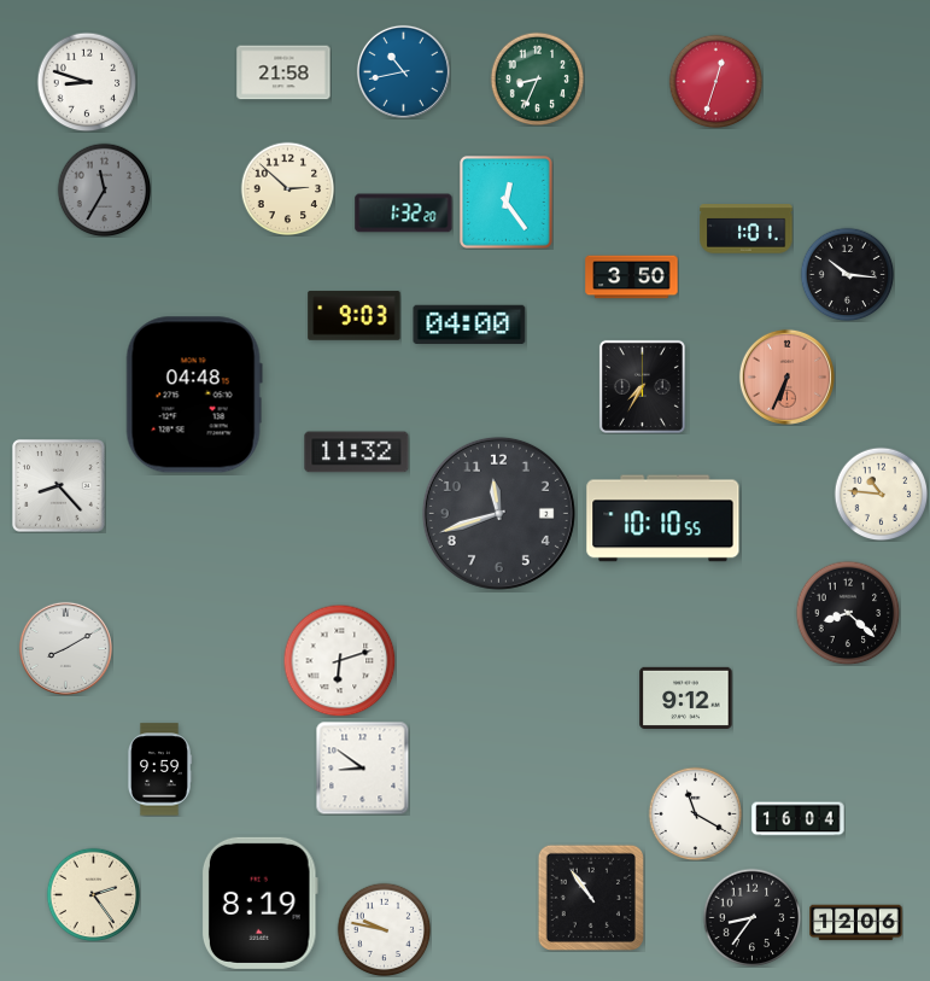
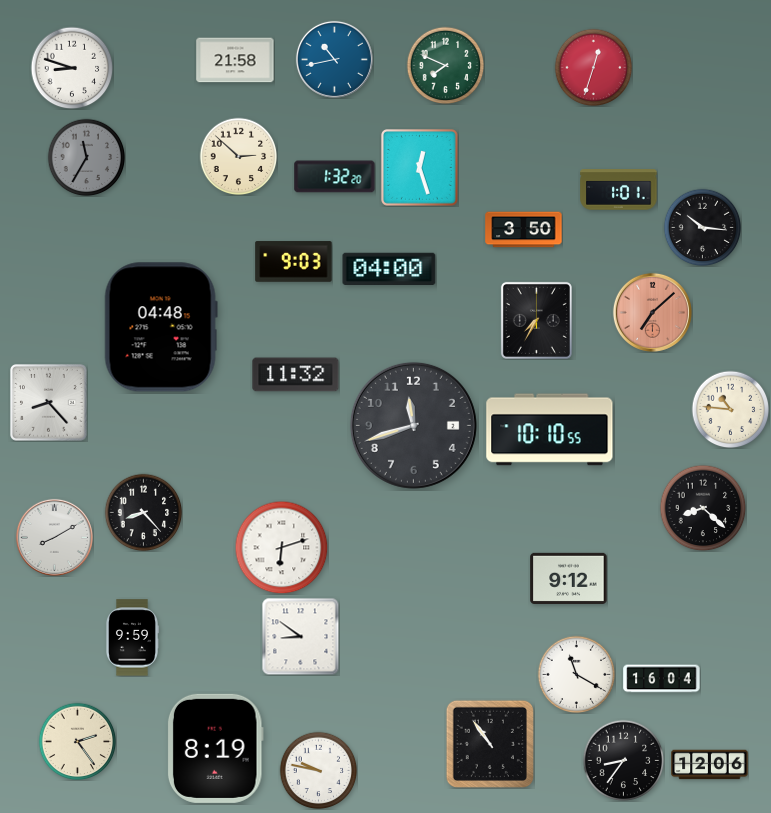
clock at (537, 78): 8:34 -> 7:49
clock at (507, 203): 12:24 -> 12:27
clock at (786, 376): 6:34 -> 7:08
clock at (642, 386) position: (642, 386) -> (536, 320)
clock at (143, 512): none -> 8:23
